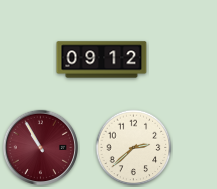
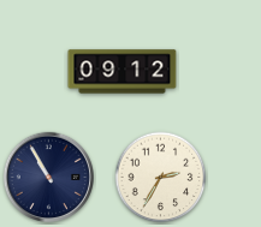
clock at (40, 147) dial: burgundy -> navy
clock at (134, 148): 2:38 -> 2:35
